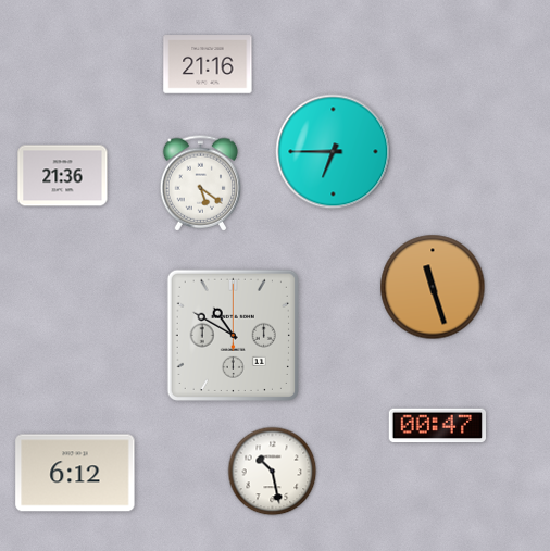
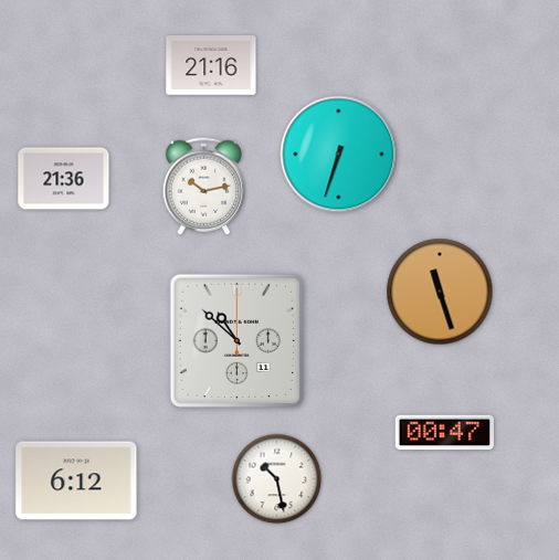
clock at (334, 152): 6:45 -> 6:33
clock at (201, 184): 5:21 -> 10:13
clock at (233, 335): 10:50 -> 10:52
